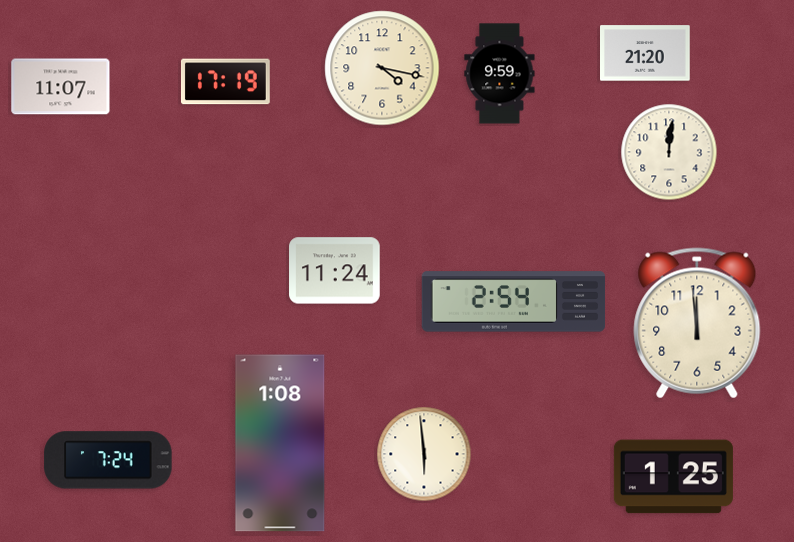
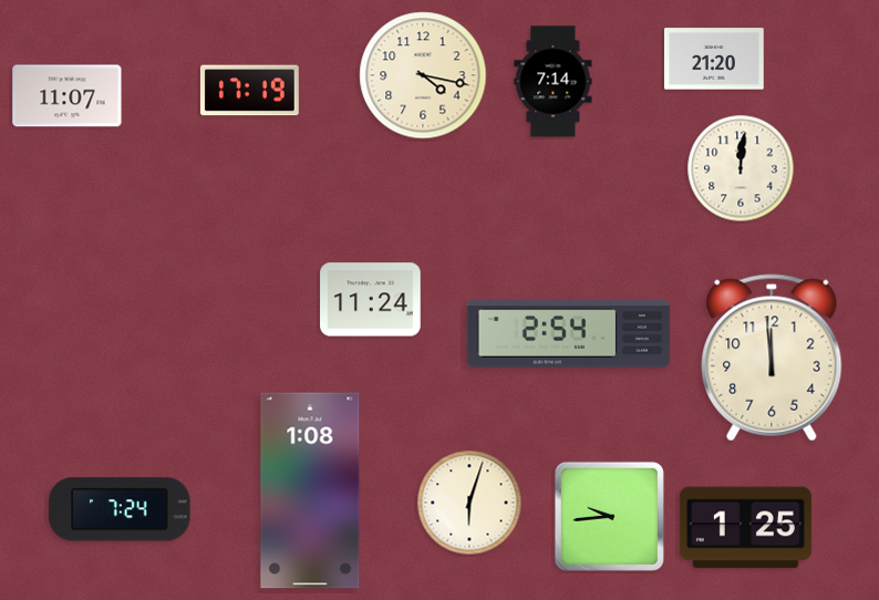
clock at (500, 74): 9:59 -> 7:14
clock at (424, 454): 5:59 -> 6:03
clock at (609, 516): none -> 9:44
